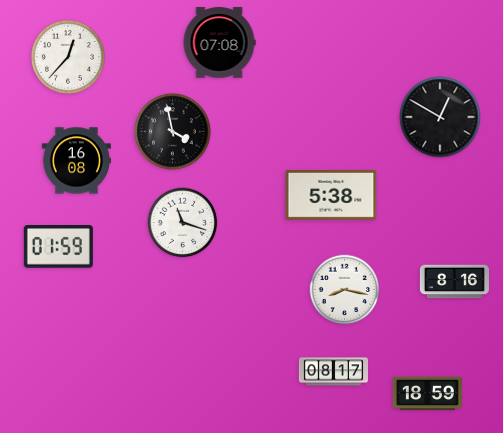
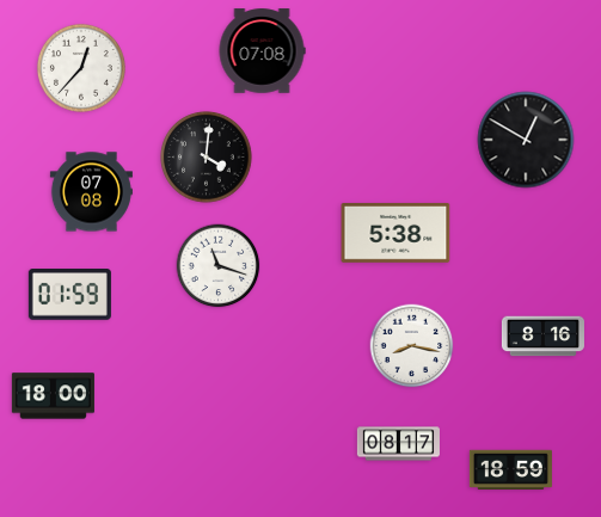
clock at (173, 132): 3:58 -> 4:01
clock at (76, 161): 16:08 -> 07:08
clock at (53, 396): none -> 18:00
